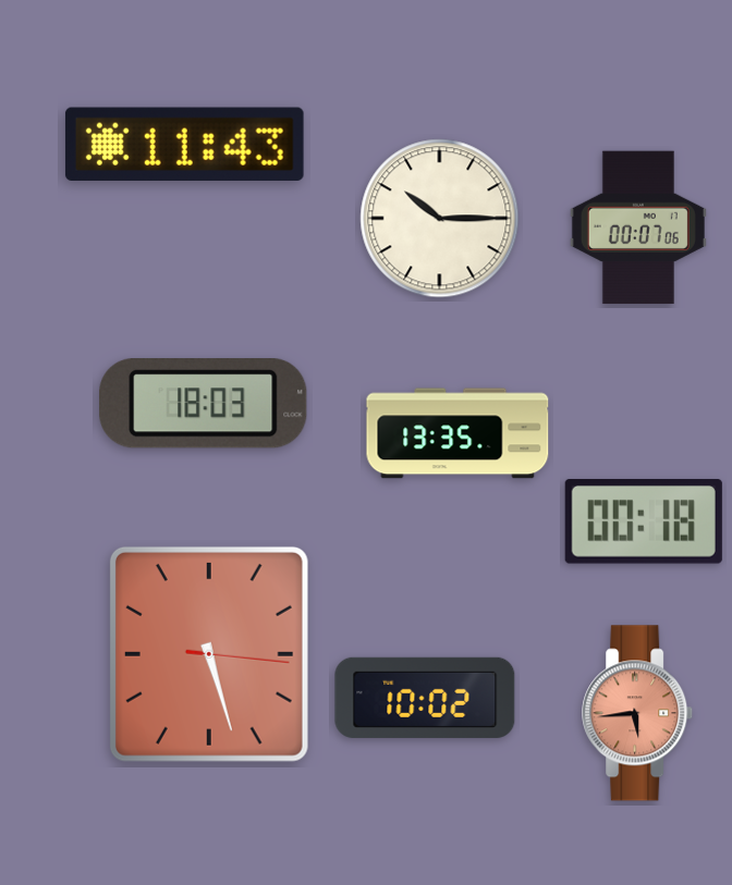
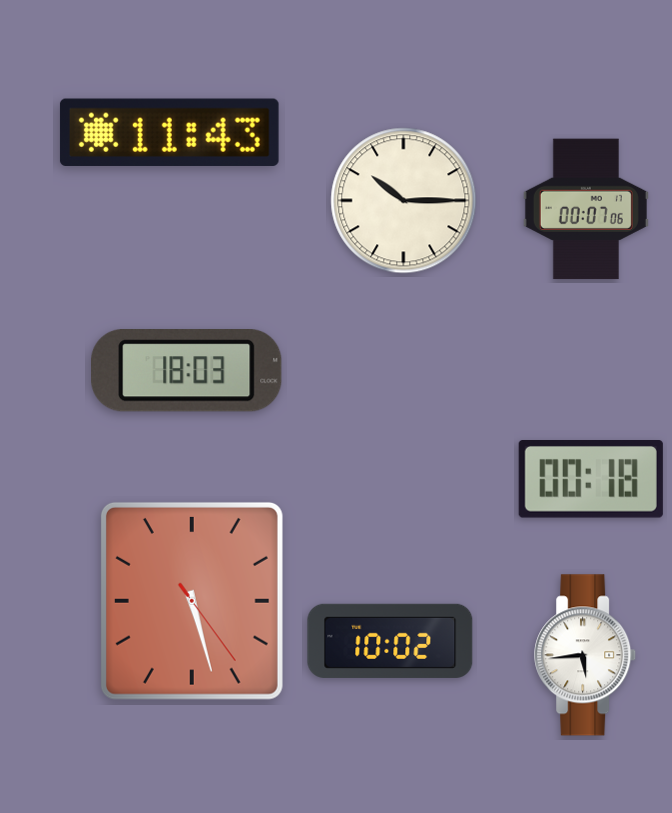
clock at (457, 433): 13:35 -> none
clock at (209, 654): 5:27:16 -> 5:27:24
clock at (638, 713) dial: salmon -> white
